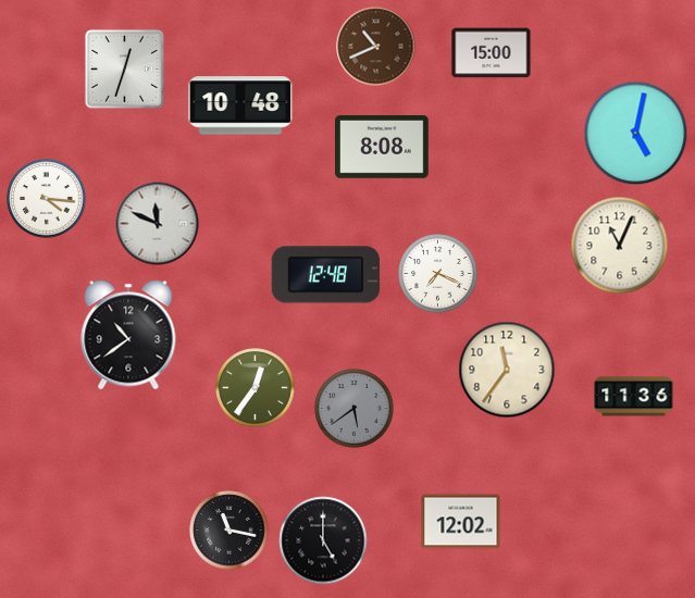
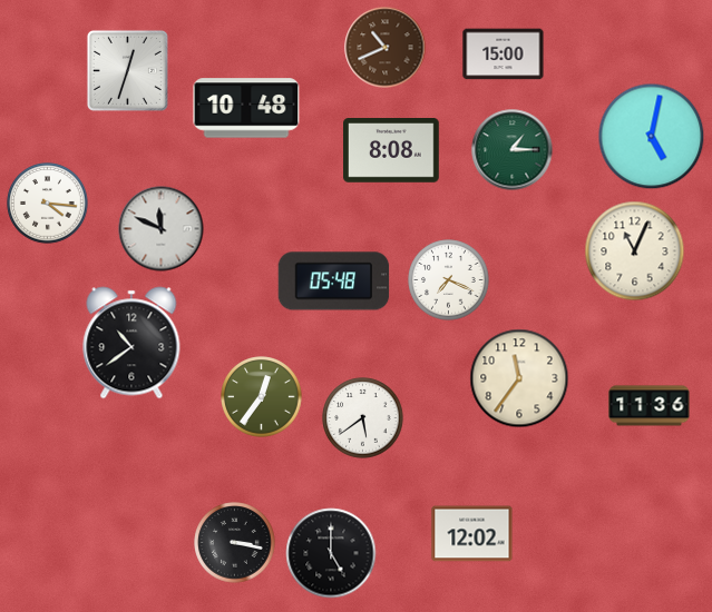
clock at (513, 150): none -> 1:15
clock at (326, 275): 12:48 -> 05:48
clock at (355, 409) dial: grey -> white
clock at (229, 531): 11:17 -> 3:17
